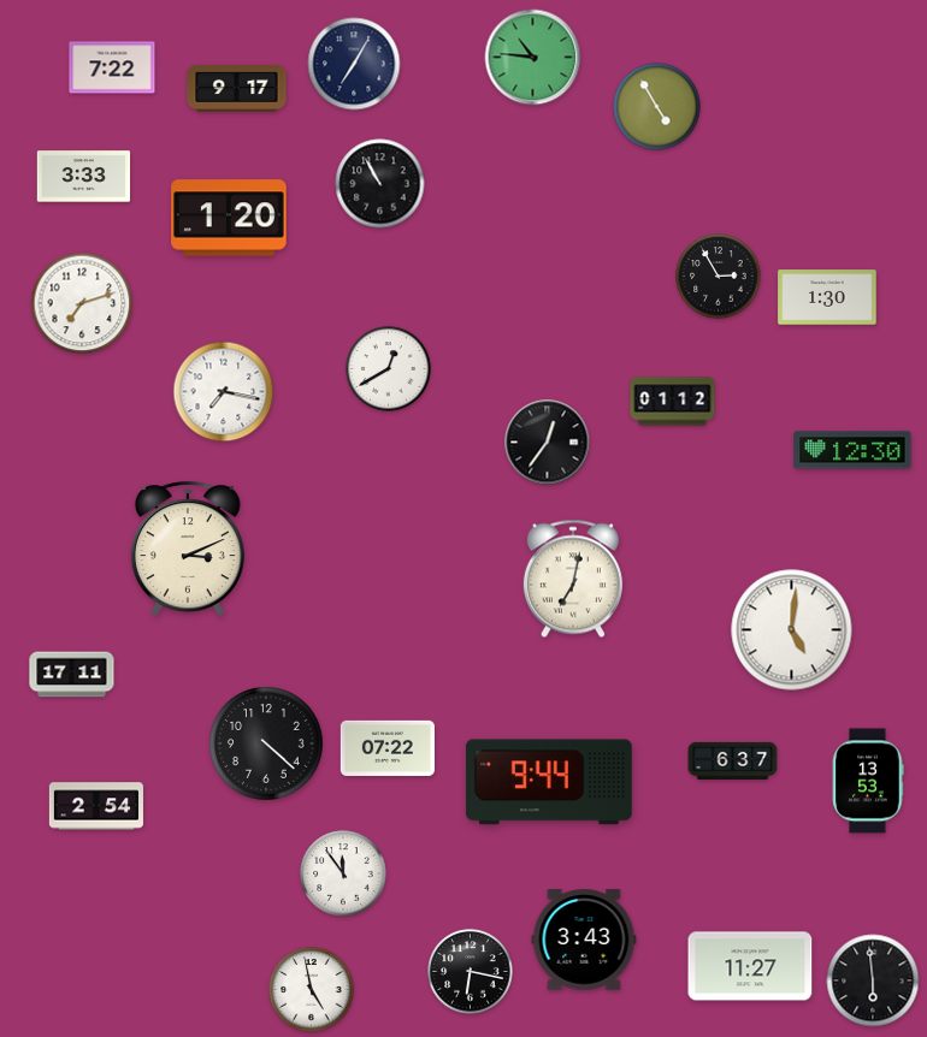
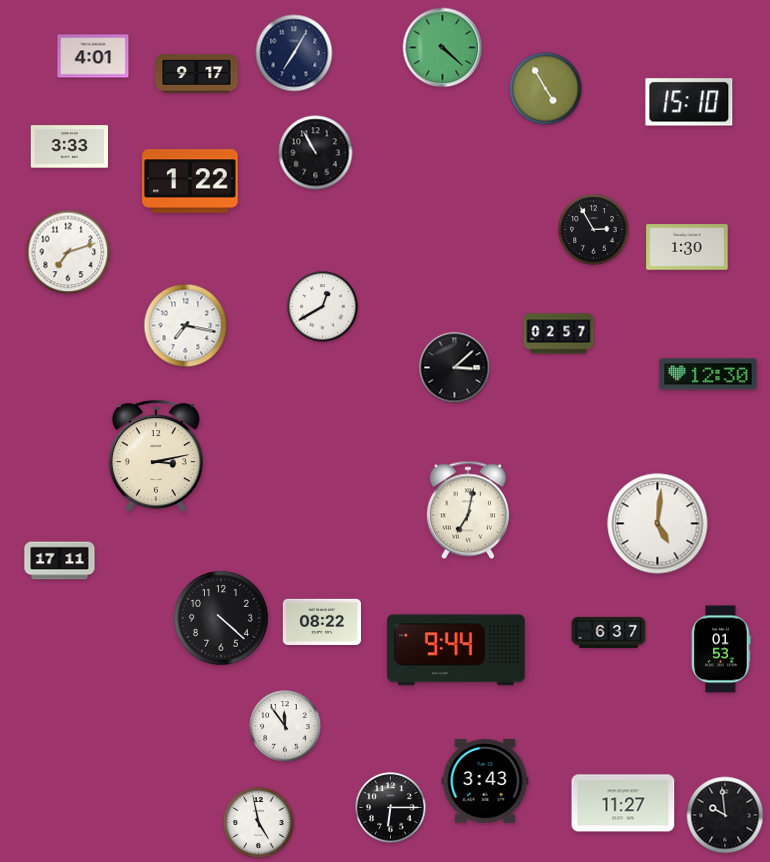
clock at (533, 58): 10:46 -> 4:22
clock at (112, 67): 7:22 -> 4:01
clock at (689, 102): none -> 15:10
clock at (229, 218): 1:20 -> 1:22
clock at (719, 277) position: (719, 277) -> (594, 230)
clock at (673, 402): 01:12 -> 02:57
clock at (548, 443): 12:36 -> 3:08
clock at (188, 550): 3:11 -> 3:13
clock at (573, 579) position: (573, 579) -> (468, 510)
clock at (388, 748): 07:22 -> 08:22
clock at (868, 781): 13:53 -> 01:53
clock at (95, 806): 2:54 -> none
clock at (471, 972): 6:17 -> 6:15
clock at (873, 980): 5:59 -> 9:59
